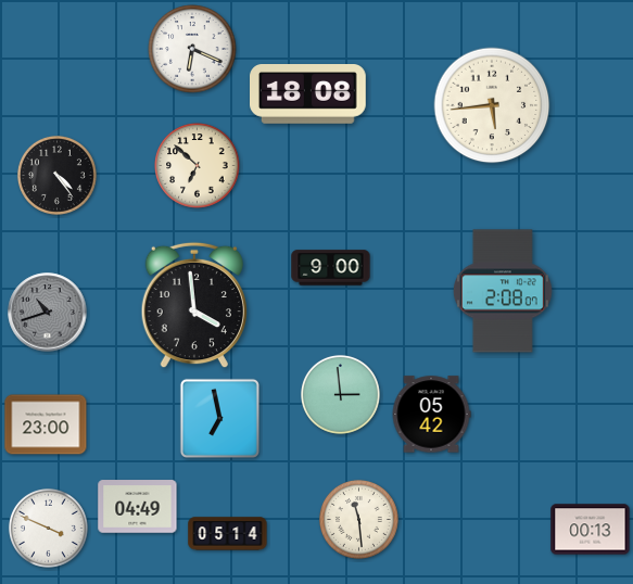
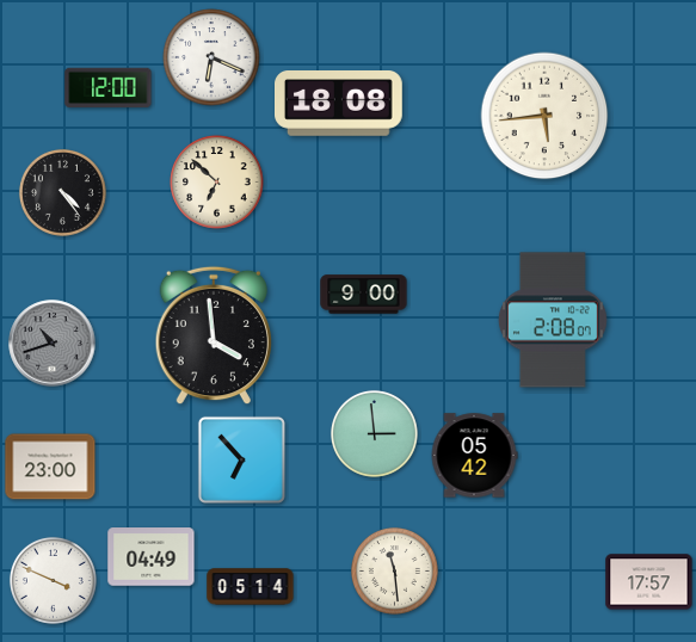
clock at (192, 49) position: (192, 49) -> (211, 57)
clock at (109, 87): none -> 12:00
clock at (492, 105) position: (492, 105) -> (544, 116)
clock at (219, 418): 6:58 -> 6:53
clock at (591, 530): 00:13 -> 17:57
